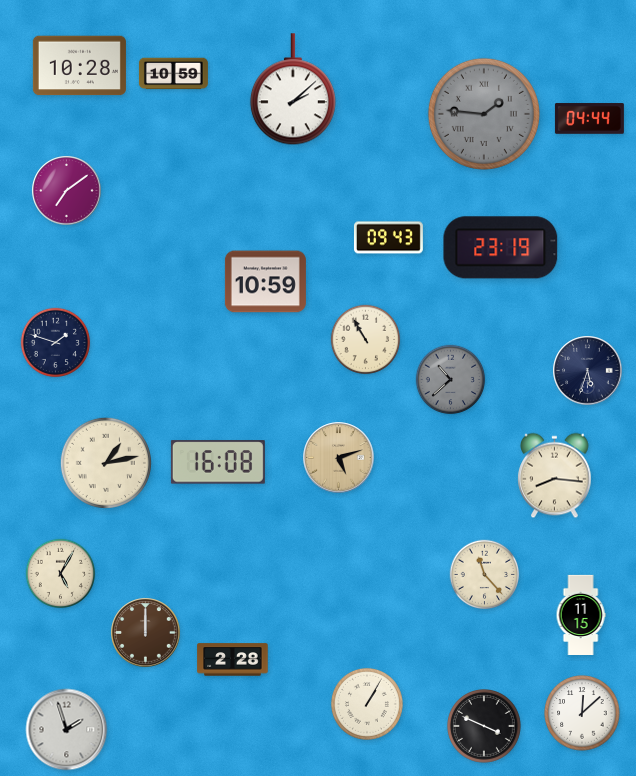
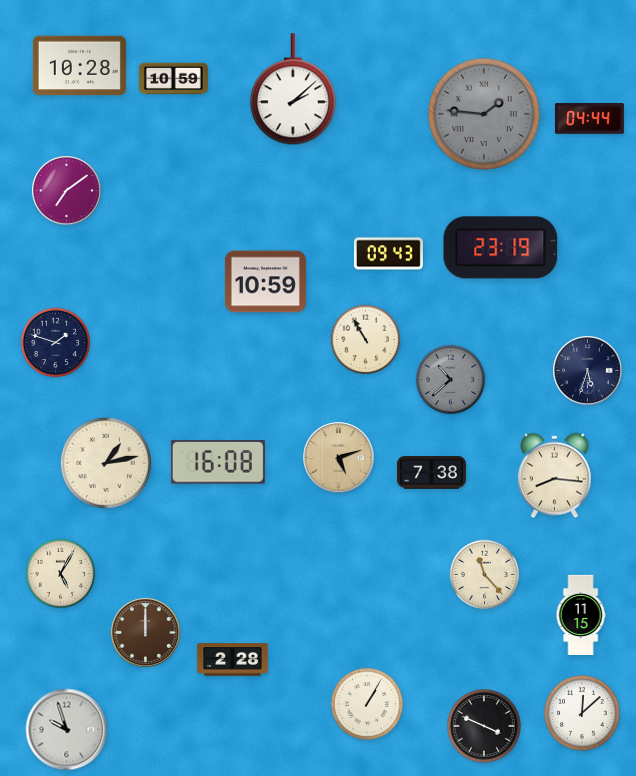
clock at (173, 74) position: (173, 74) -> (173, 79)
clock at (388, 238) position: (388, 238) -> (388, 254)
clock at (431, 473): none -> 7:38
clock at (67, 730): 1:57 -> 9:57
